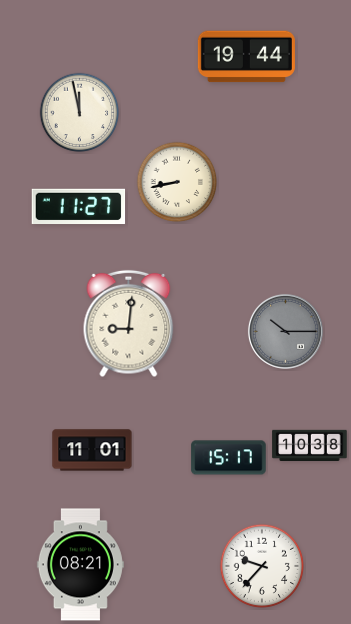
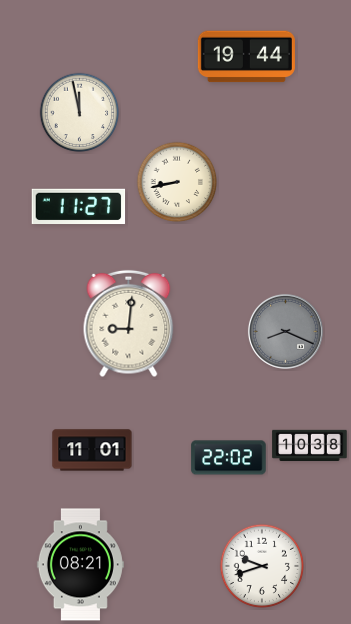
clock at (285, 331): 10:15 -> 8:19
clock at (229, 458): 15:17 -> 22:02
clock at (262, 566): 9:37 -> 9:42
